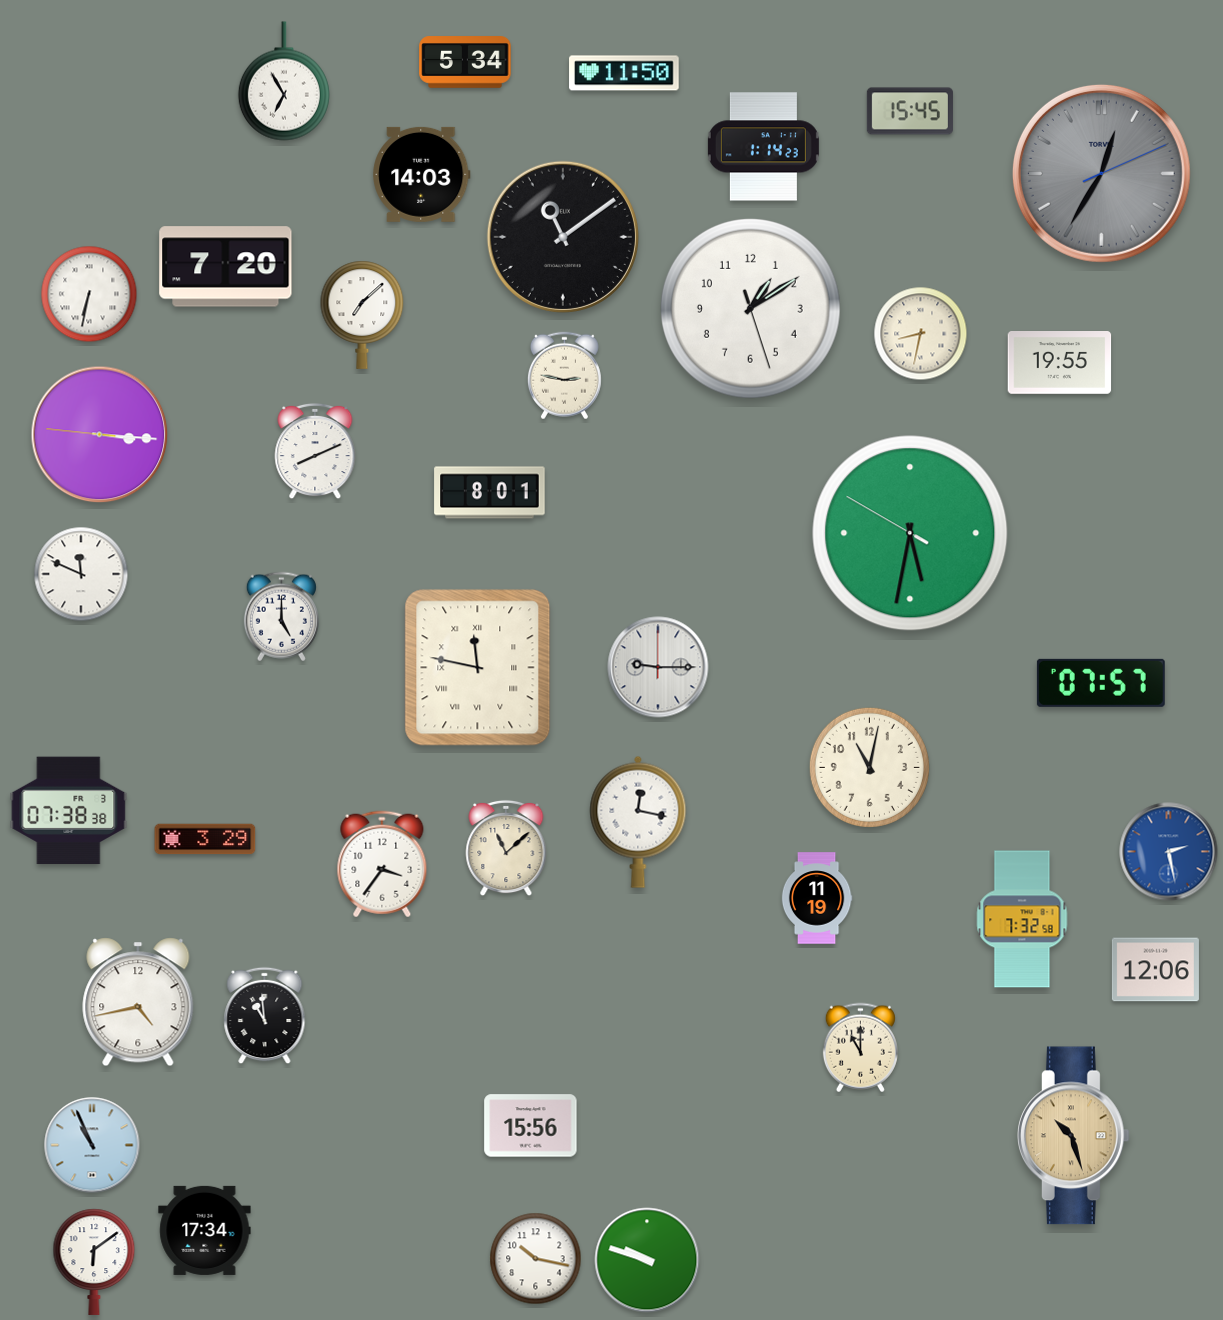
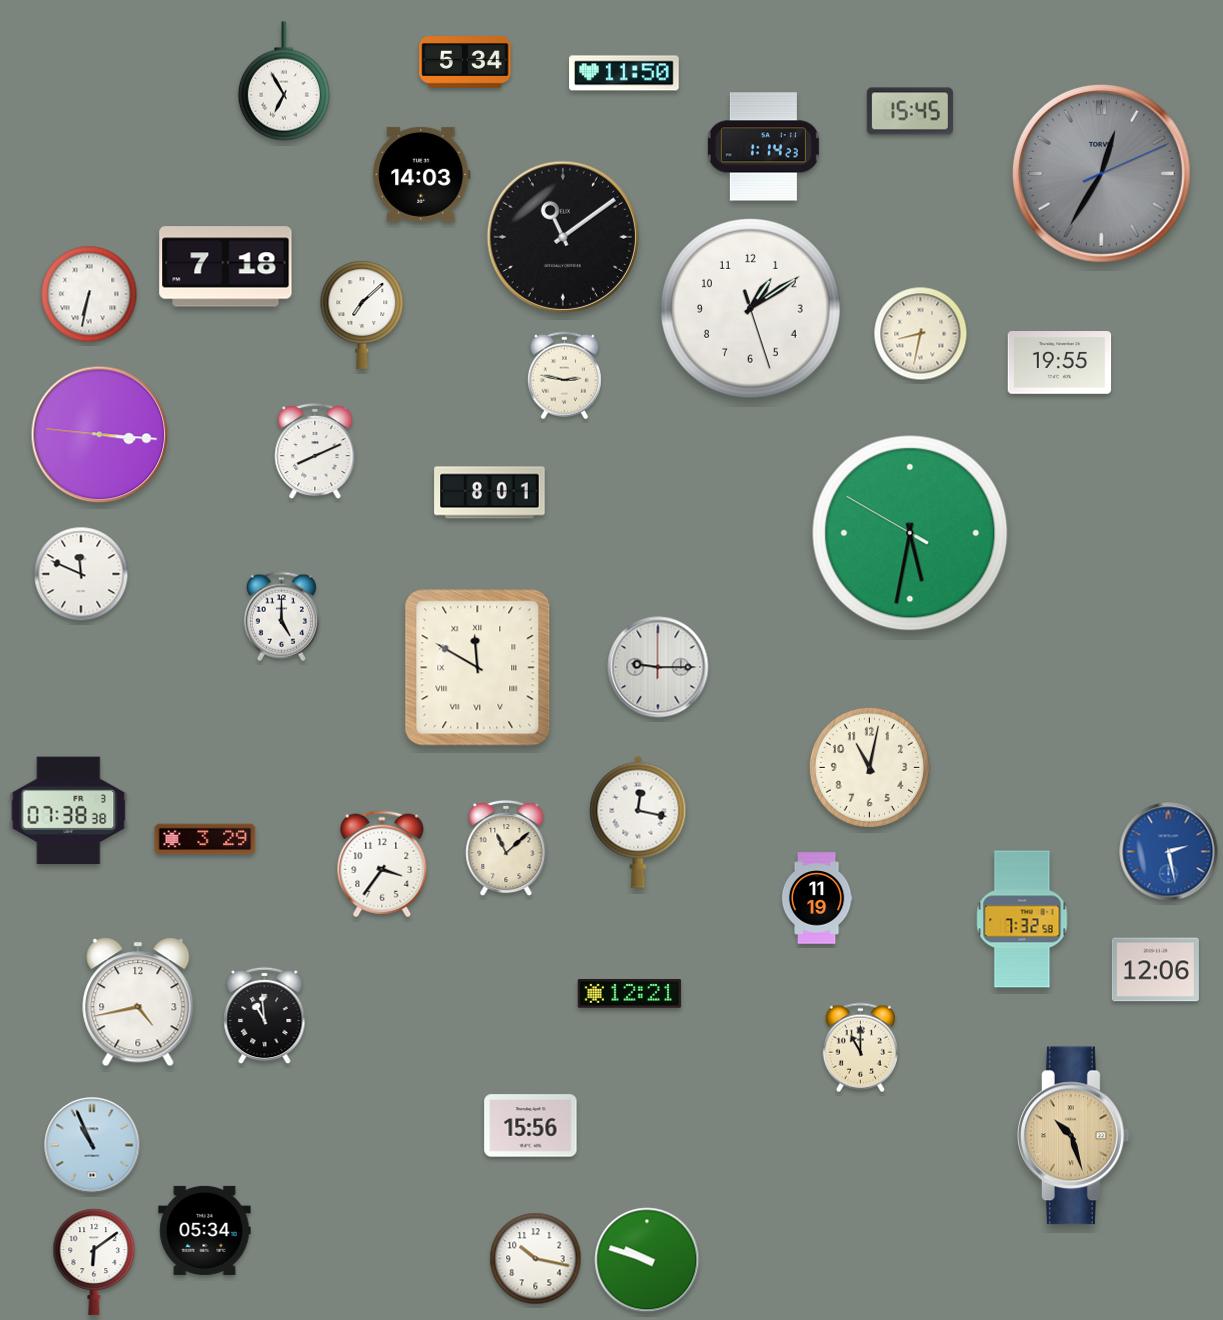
clock at (226, 267): 7:20 -> 7:18
clock at (478, 668): 11:47 -> 11:50
clock at (1101, 683): 07:57 -> none
clock at (630, 994): none -> 12:21
clock at (205, 1230): 17:34 -> 05:34
